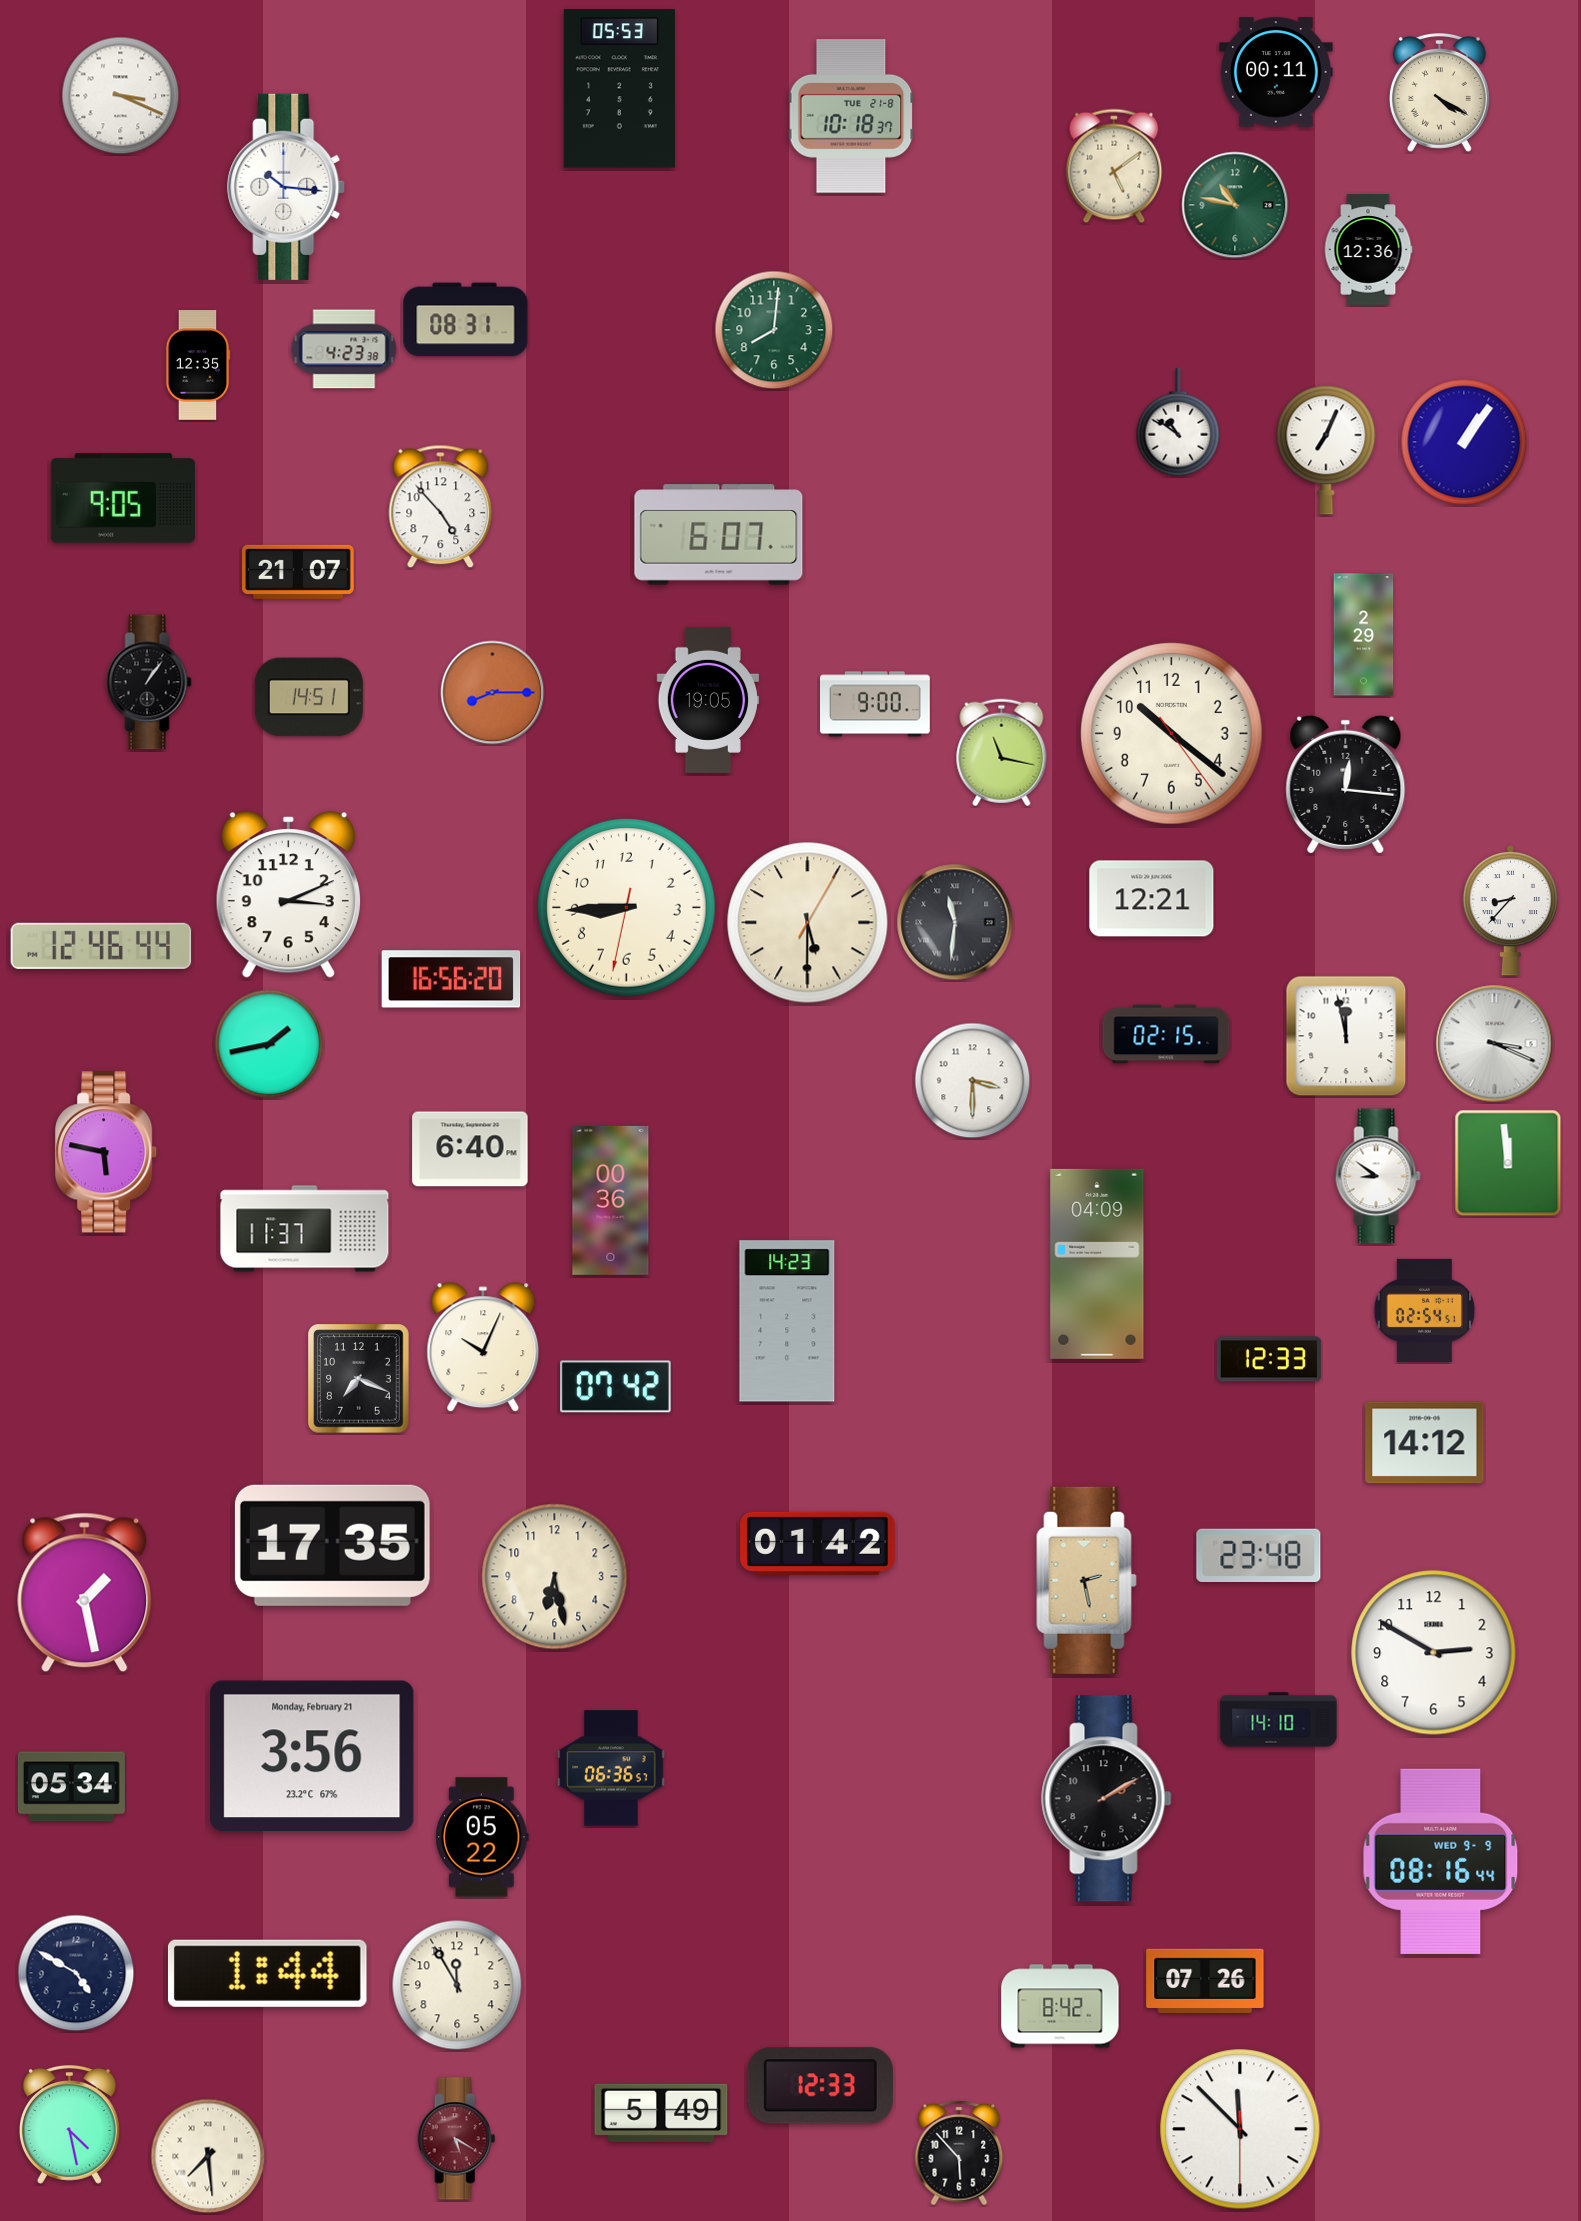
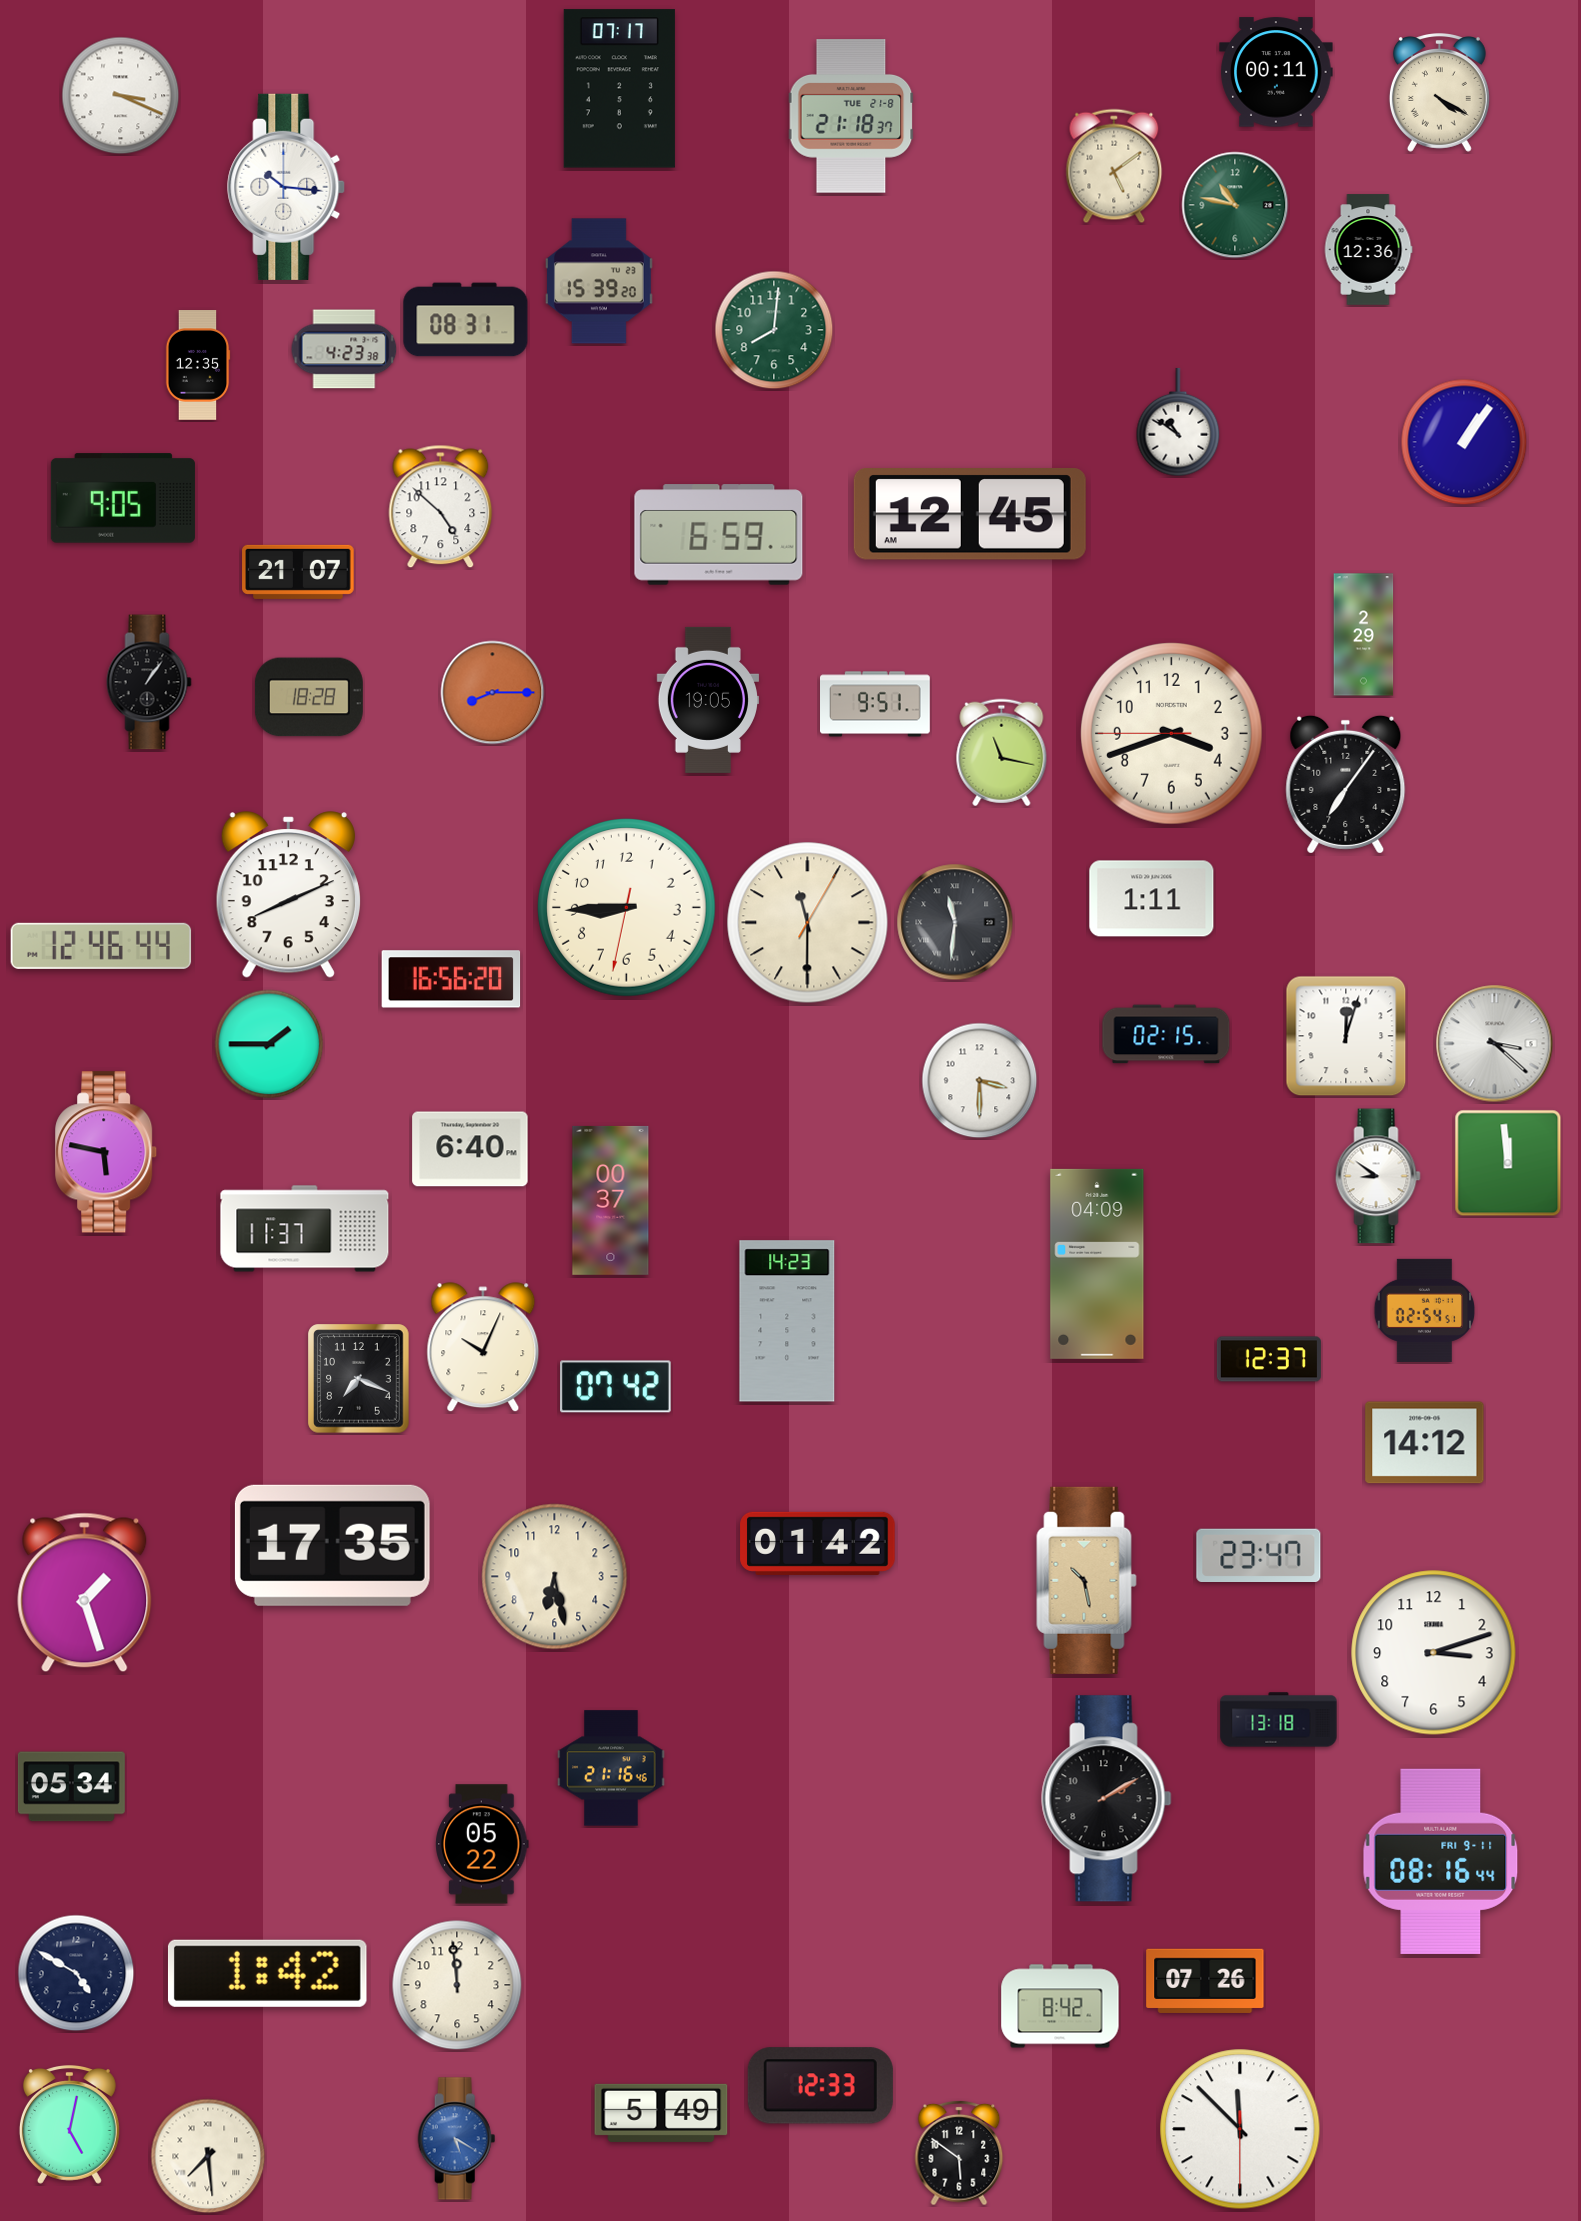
clock at (619, 89): 05:53 -> 07:17
clock at (851, 116): 10:18 -> 21:18
clock at (599, 281): none -> 15:39
clock at (1326, 450): 7:04 -> none
clock at (441, 507): 4:53 -> 4:52
clock at (970, 515): none -> 12:45
clock at (719, 535): 6:07 -> 6:59
clock at (309, 697): 14:51 -> 18:28
clock at (876, 704): 9:00 -> 9:51
clock at (1172, 734): 10:21 -> 3:41
clock at (1346, 784): 12:16 -> 7:06
clock at (288, 895): 3:11 -> 8:11
clock at (1152, 899): 12:21 -> 1:11
clock at (1510, 910): 8:37 -> none
clock at (808, 923): 5:30 -> 11:30
clock at (1346, 1036): 11:58 -> 12:03
clock at (269, 1044): 1:43 -> 1:45
clock at (1495, 1044): 3:19 -> 3:22
clock at (973, 1081) position: (973, 1081) -> (980, 1081)
clock at (611, 1200): 00:36 -> 00:37
clock at (1269, 1359): 12:33 -> 12:37
clock at (1259, 1555): 23:48 -> 23:47
clock at (1087, 1580): 2:28 -> 10:28
clock at (85, 1593): 1:28 -> 1:27
clock at (1434, 1653): 2:50 -> 3:12
clock at (1279, 1720): 14:10 -> 13:18
clock at (312, 1755): 3:56 -> none
clock at (611, 1768): 06:36 -> 21:16
clock at (482, 1837) position: (482, 1837) -> (482, 1844)
clock at (1441, 1861) date: WED 9-9 -> FRI 9-11
clock at (267, 1973): 1:44 -> 1:42
clock at (457, 1985): 11:55 -> 11:59
clock at (69, 2125): 4:28 -> 5:02
clock at (457, 2139) dial: burgundy -> blue
clock at (959, 2153): 5:53 -> 5:51
